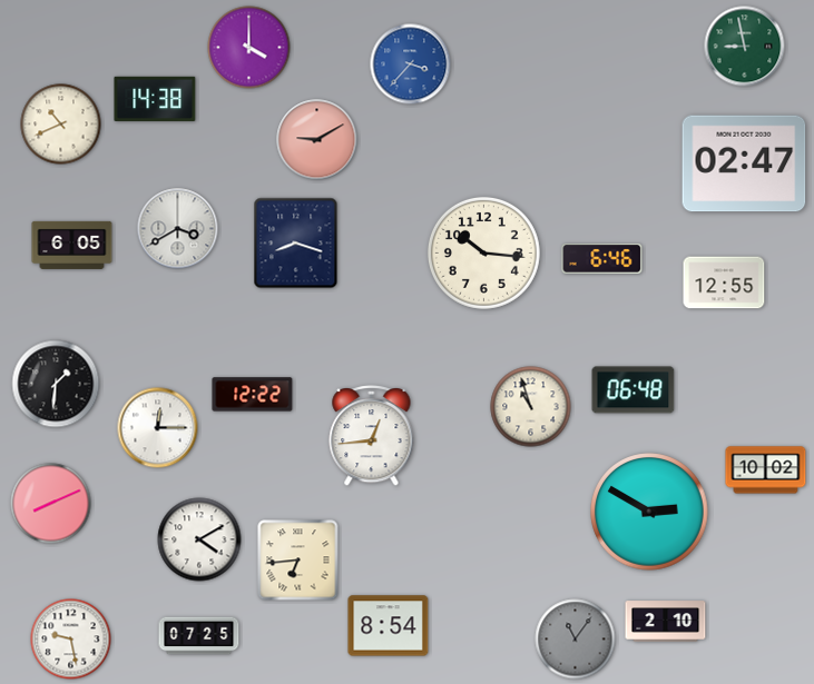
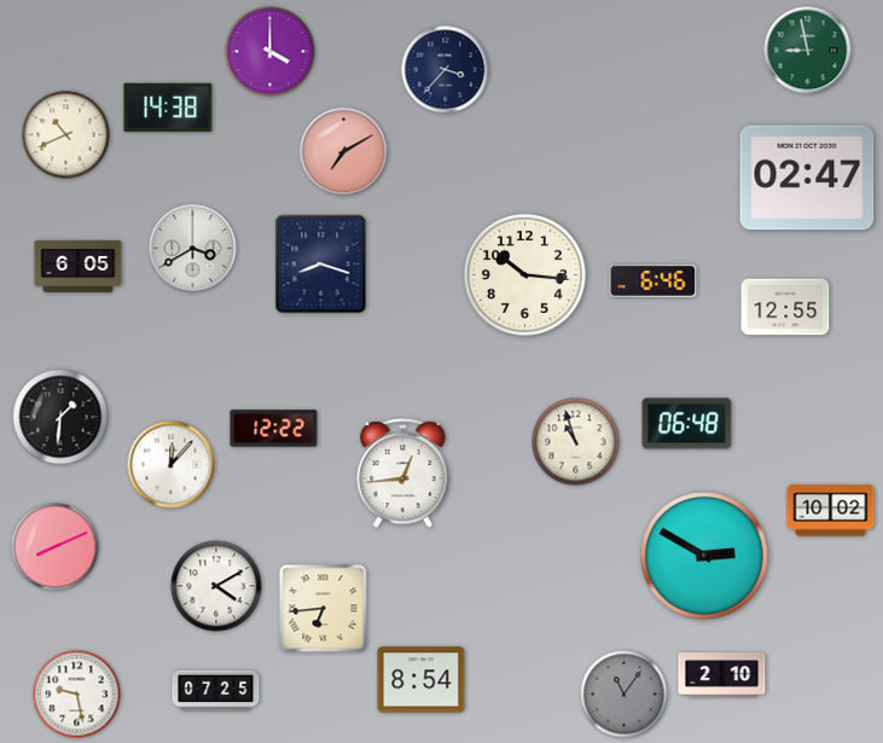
clock at (411, 65) dial: blue -> navy
clock at (317, 140): 9:10 -> 7:10
clock at (158, 428): 12:15 -> 12:07
